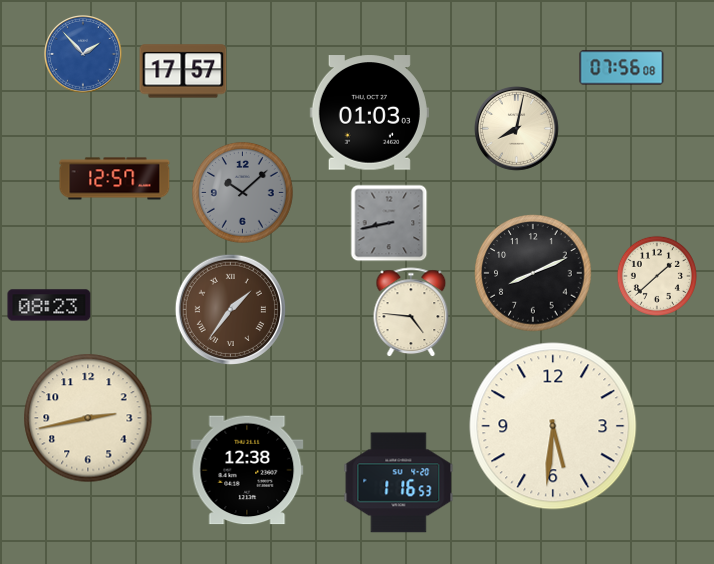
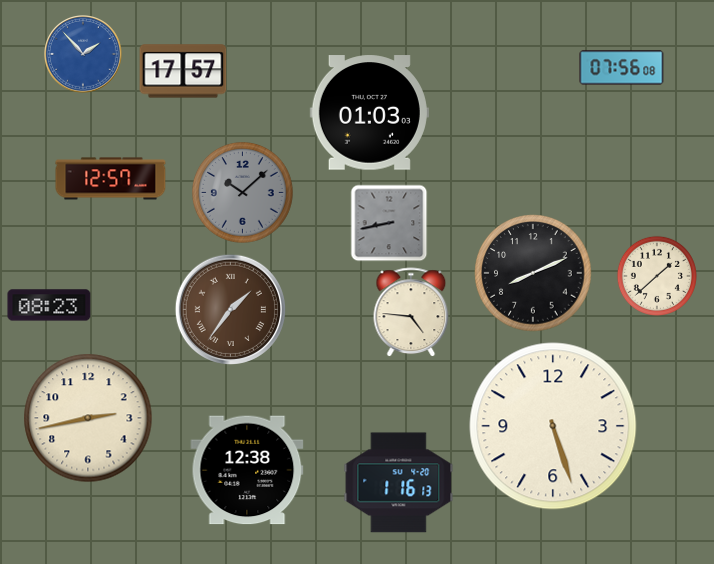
clock at (516, 128): 8:02 -> none
clock at (115, 179) position: (115, 179) -> (111, 179)
clock at (553, 426): 5:31 -> 5:27
clock at (399, 483): 1:16:53 -> 1:16:13
